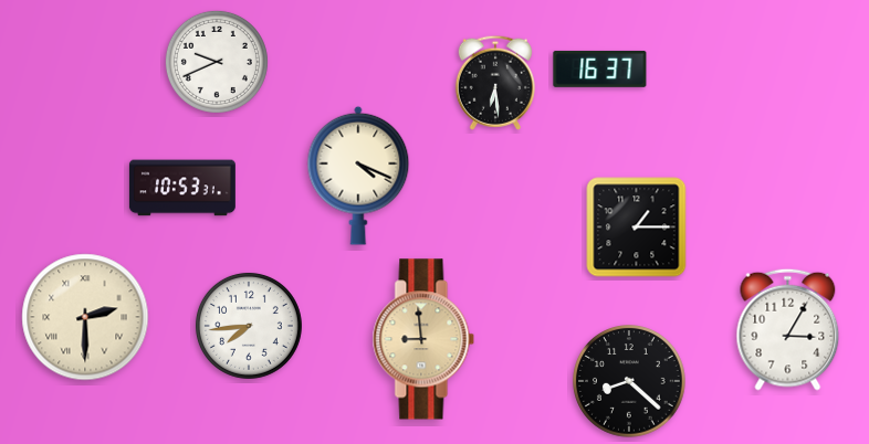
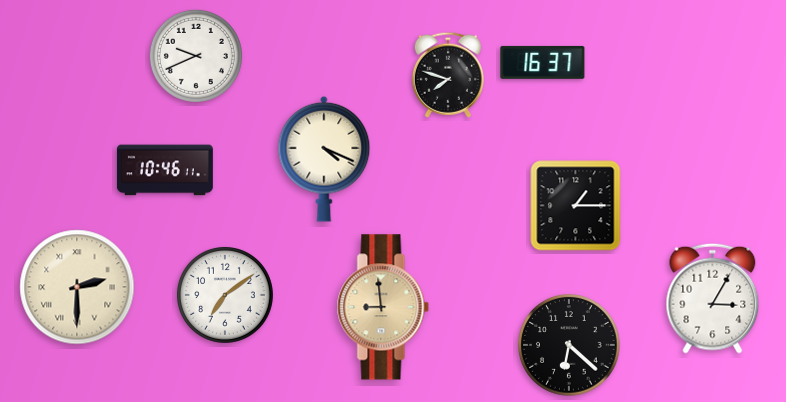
clock at (495, 83): 6:29 -> 7:48
clock at (182, 188): 10:53 -> 10:46
clock at (249, 326): 7:44 -> 7:09
clock at (629, 381): 8:22 -> 6:22
